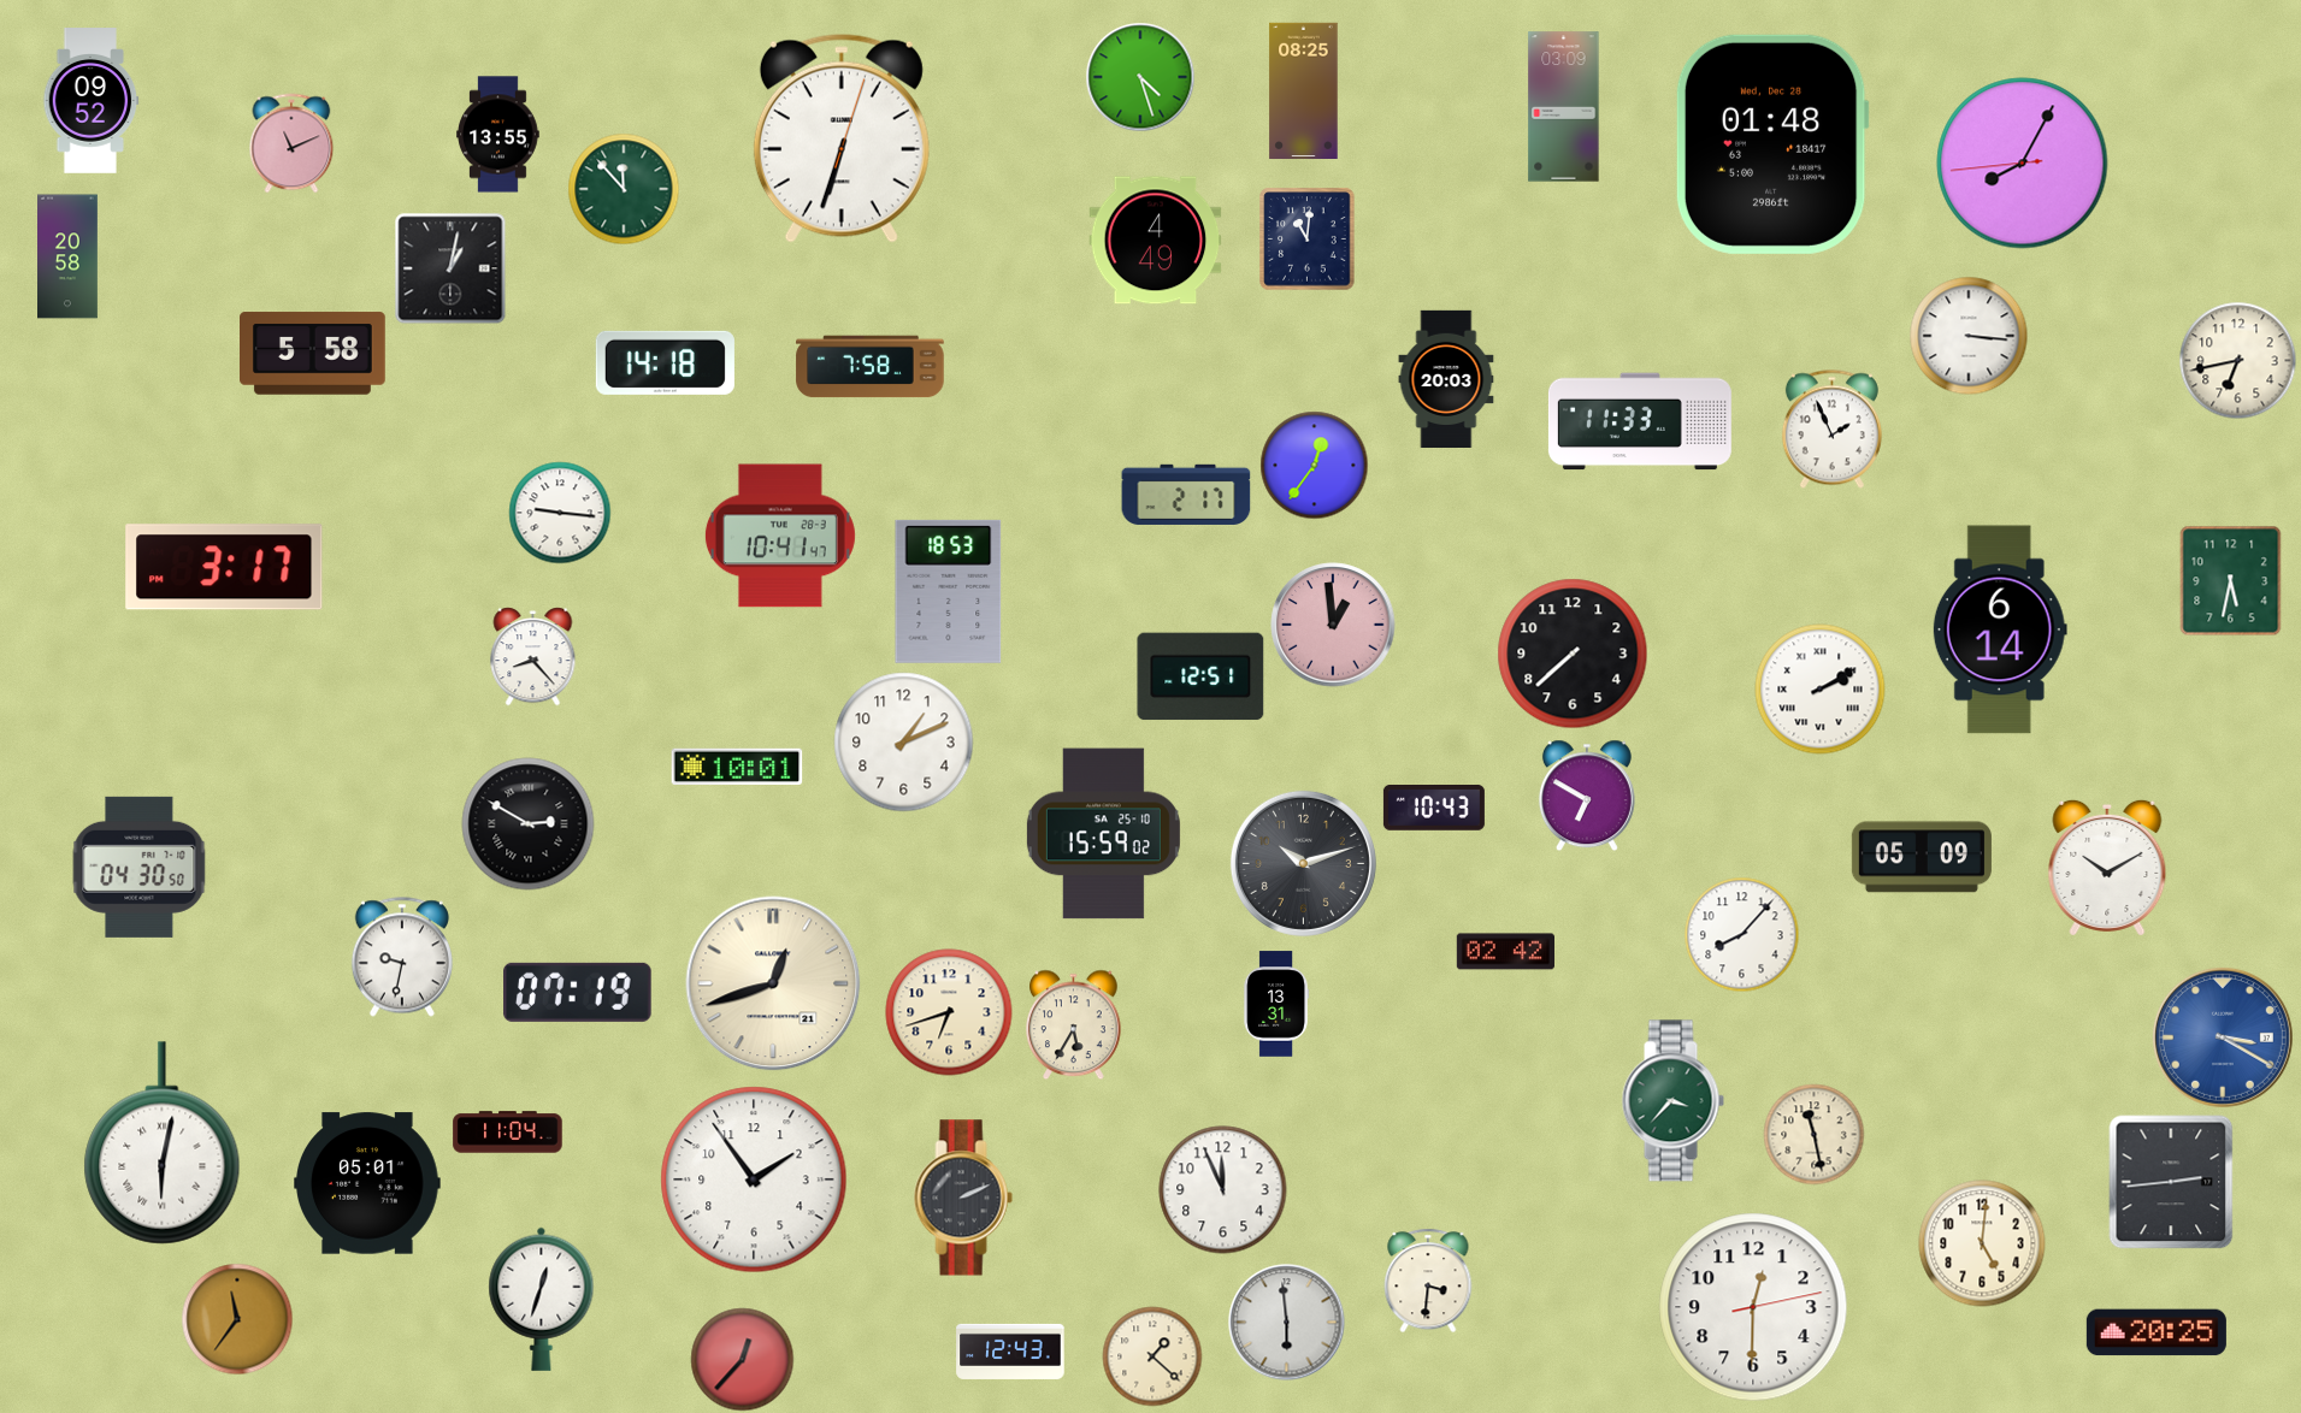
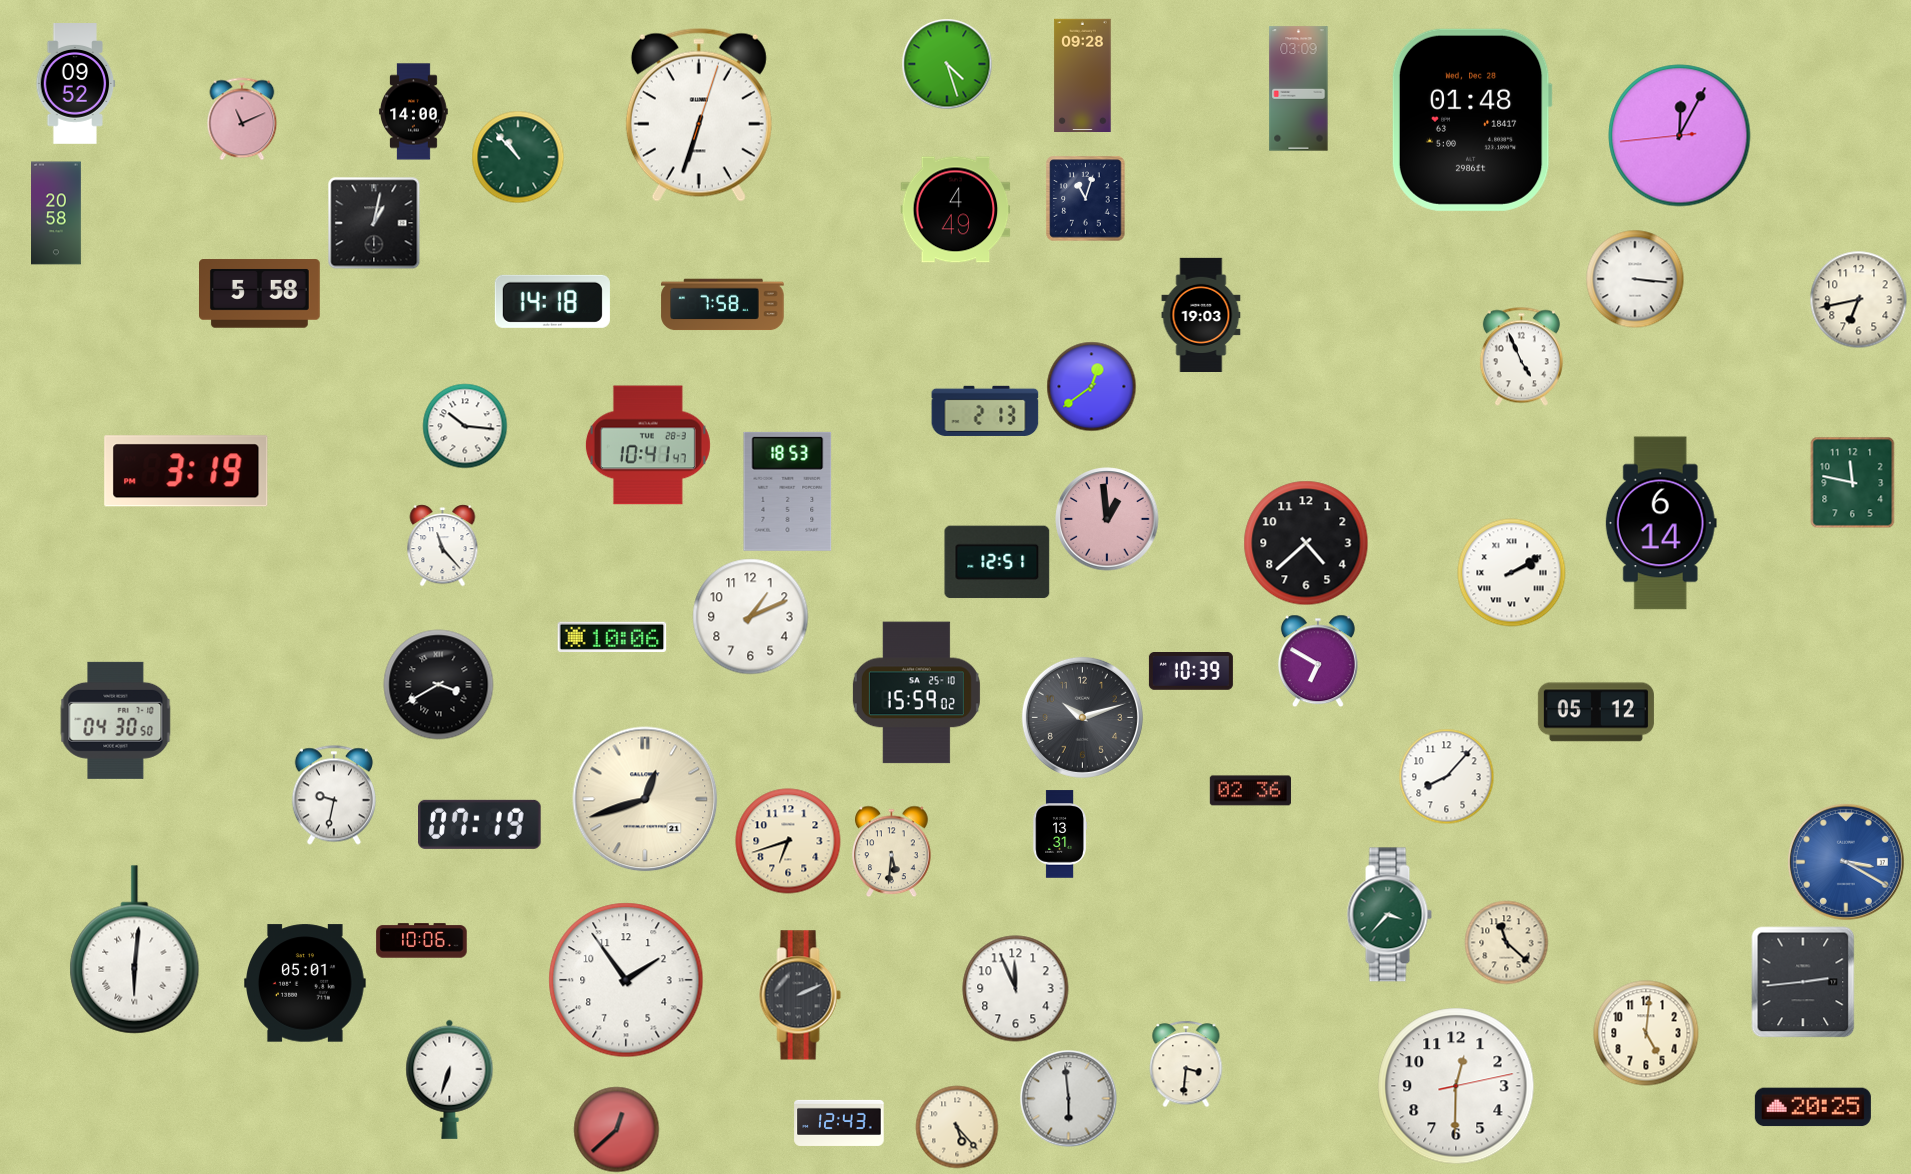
clock at (1304, 90): 08:25 -> 09:28
clock at (498, 135): 13:55 -> 14:00
clock at (2023, 164): 8:04 -> 12:04
clock at (624, 189): 11:53 -> 10:53
clock at (1308, 240): 11:01 -> 11:03
clock at (1156, 241) position: (1156, 241) -> (956, 210)
clock at (1446, 378): 20:03 -> 19:03
clock at (1640, 421): 11:33 -> none
clock at (1831, 430): 1:56 -> 4:56
clock at (1315, 466): 12:36 -> 12:39
clock at (1186, 495): 2:17 -> 2:13
clock at (560, 513): 9:16 -> 10:16
clock at (224, 567): 3:17 -> 3:19
clock at (2231, 581): 5:32 -> 11:47
clock at (1573, 654): 7:38 -> 4:38
clock at (533, 657): 8:23 -> 11:23
clock at (737, 767): 10:01 -> 10:06
clock at (1434, 809): 10:43 -> 10:39
clock at (529, 824): 2:50 -> 3:40
clock at (1922, 857): 05:09 -> 05:12
clock at (2107, 868): 10:10 -> none
clock at (1505, 952): 02:42 -> 02:36
clock at (773, 983) position: (773, 983) -> (645, 799)
clock at (1074, 1025): 5:35 -> 5:31
clock at (508, 1133): 11:04 -> 10:06
clock at (1815, 1135): 11:28 -> 11:22
clock at (163, 1143): 6:02 -> 6:01
clock at (542, 1299): 12:33 -> 6:33
clock at (237, 1319): 11:36 -> none
clock at (2157, 1332) position: (2157, 1332) -> (1813, 1107)
clock at (1152, 1356): 1:22 -> 5:23
clock at (743, 1360): 12:37 -> 12:38
